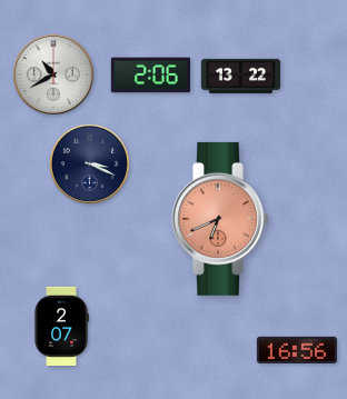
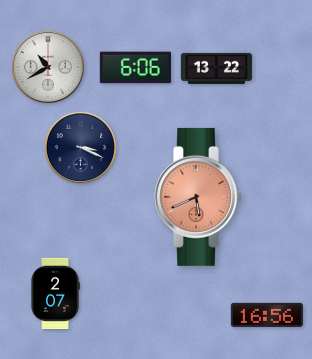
clock at (150, 76): 2:06 -> 6:06
clock at (221, 219): 6:41 -> 5:41
